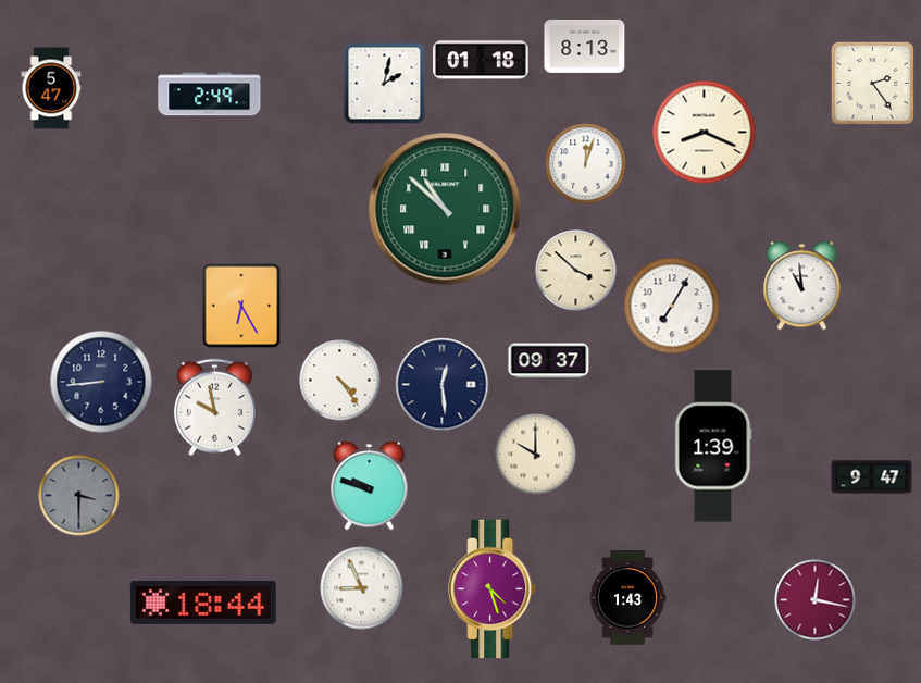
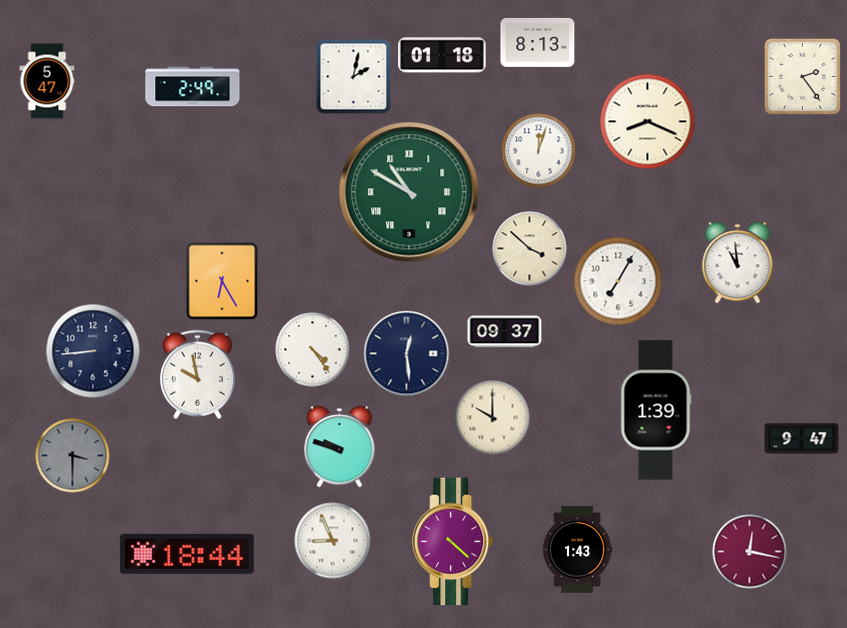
clock at (445, 209): 10:52 -> 10:50
clock at (494, 589): 4:27 -> 4:22
